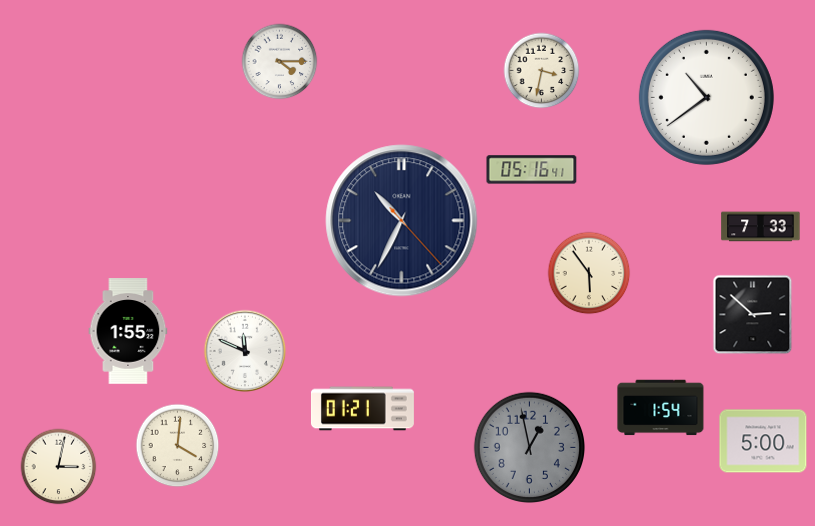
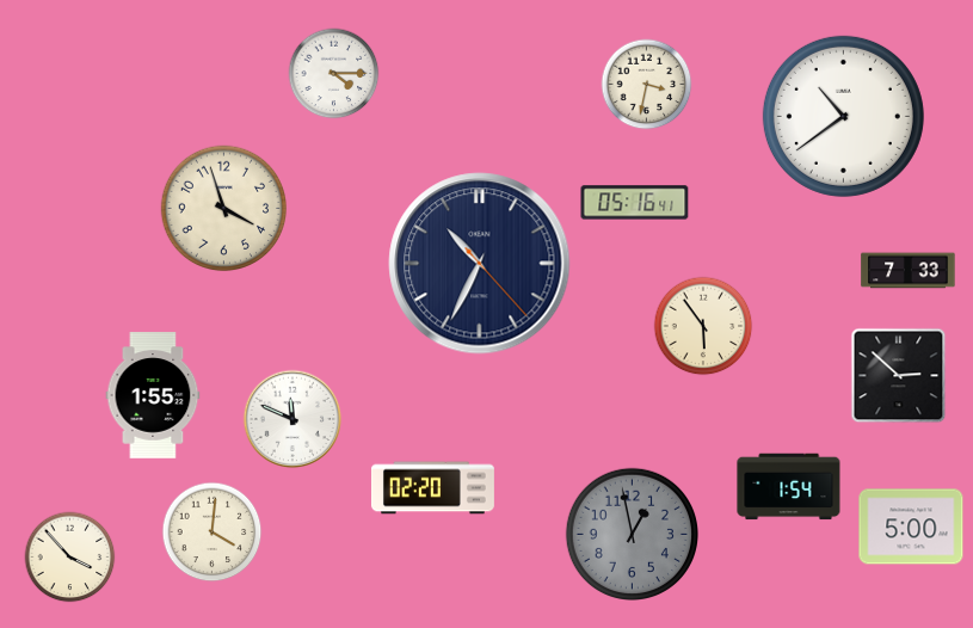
clock at (224, 209): none -> 3:57
clock at (362, 409): 01:21 -> 02:20
clock at (59, 467): 3:02 -> 3:53
